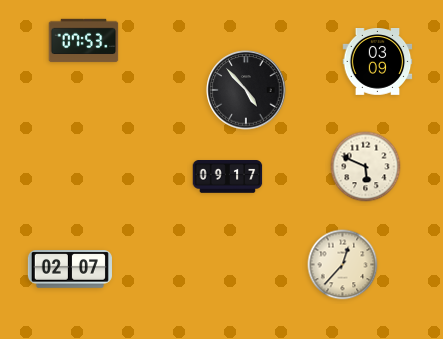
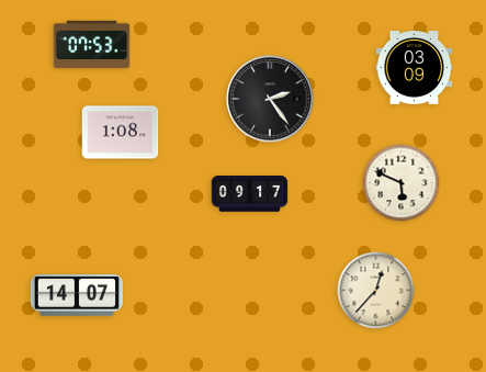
clock at (246, 90): 4:53 -> 2:24
clock at (121, 133): none -> 1:08
clock at (70, 269): 02:07 -> 14:07
